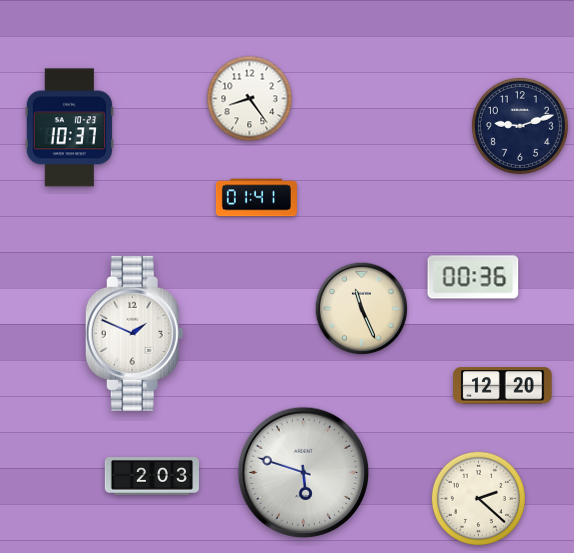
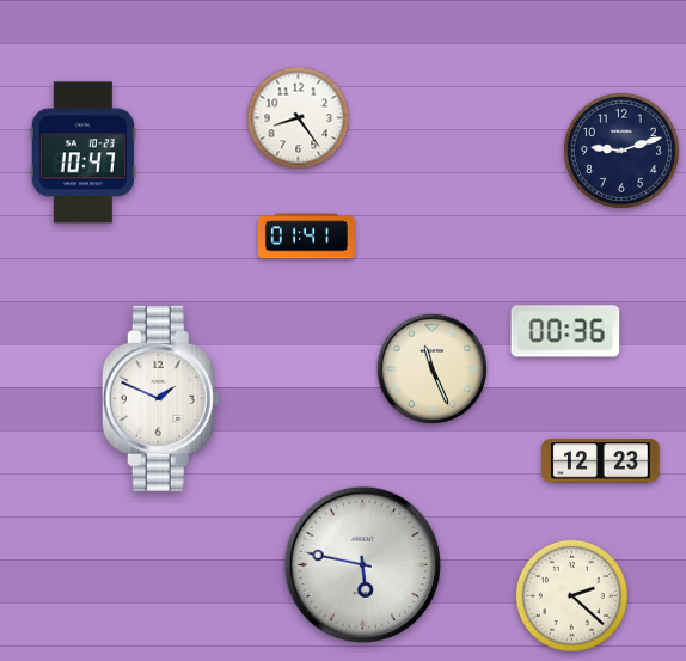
clock at (69, 128): 10:37 -> 10:47
clock at (503, 386): 12:20 -> 12:23
clock at (303, 472): 5:48 -> 5:47
clock at (151, 477): 2:03 -> none
